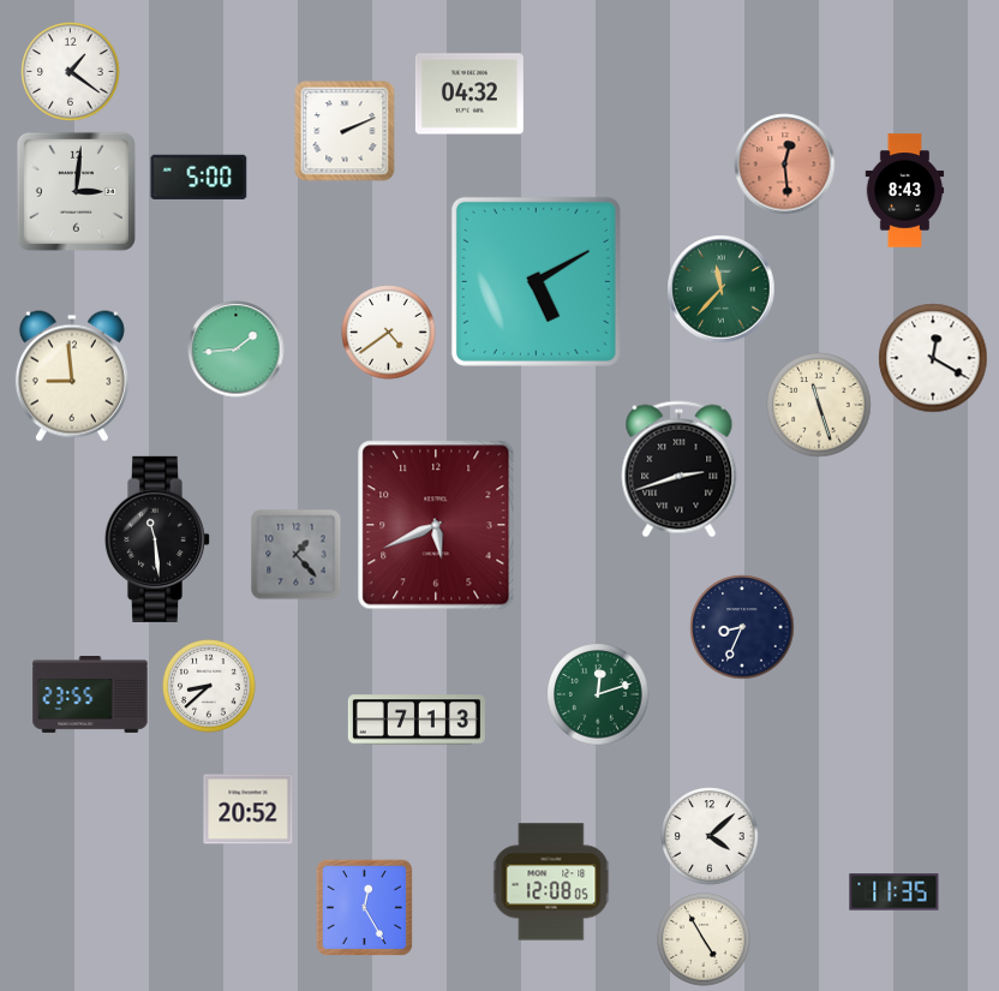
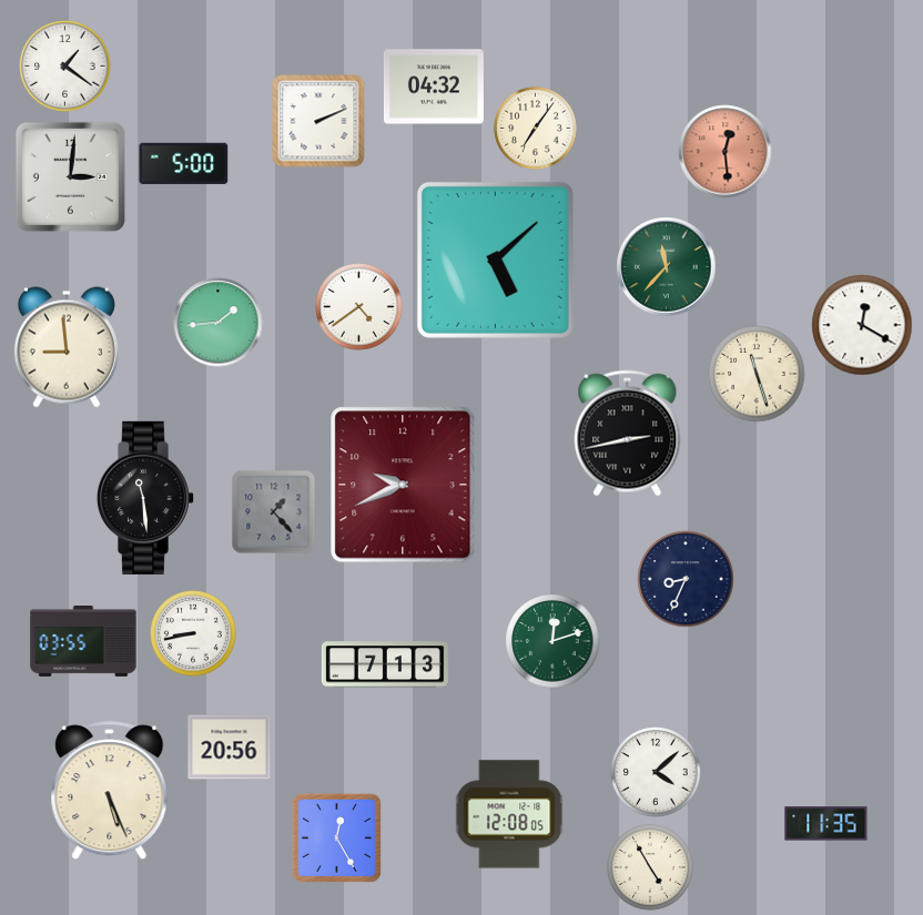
clock at (536, 129): none -> 7:06
clock at (905, 191): 8:43 -> none
clock at (536, 281): 5:10 -> 5:08
clock at (933, 358) position: (933, 358) -> (862, 325)
clock at (680, 470): 2:42 -> 2:43
clock at (436, 525): 5:41 -> 9:41
clock at (209, 686): 8:38 -> 8:43
clock at (90, 696): 23:55 -> 03:55
clock at (249, 810): 20:52 -> 20:56
clock at (110, 791): none -> 5:26
